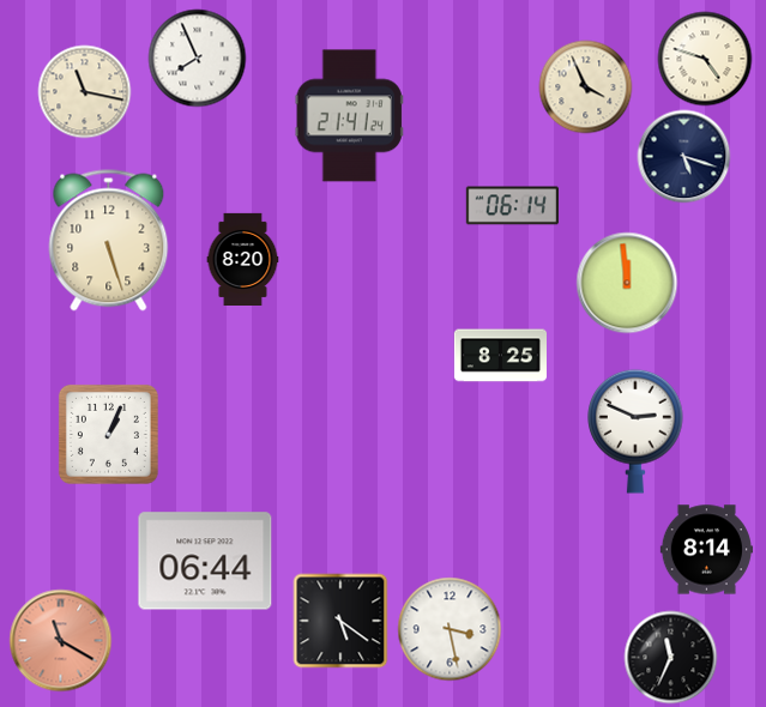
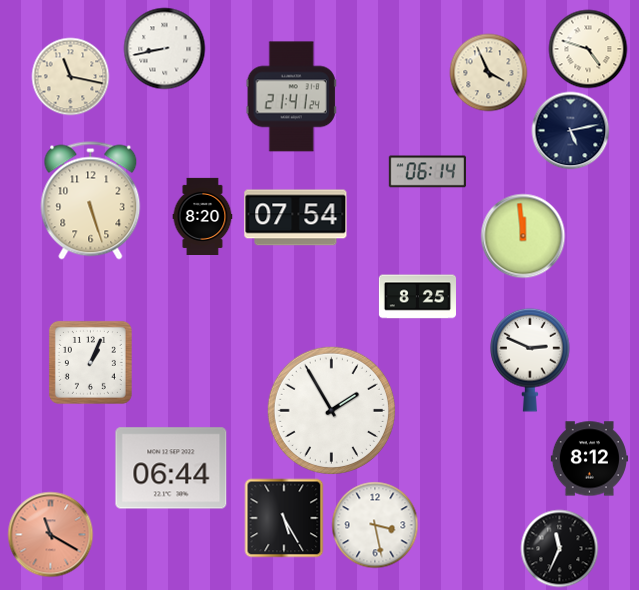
clock at (197, 58): 7:56 -> 8:43
clock at (683, 156): 5:18 -> 5:13
clock at (296, 218): none -> 07:54
clock at (331, 410): none -> 1:55
clock at (706, 550): 8:14 -> 8:12
clock at (340, 621): 5:21 -> 5:25
